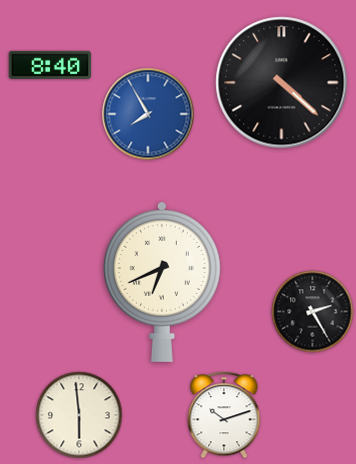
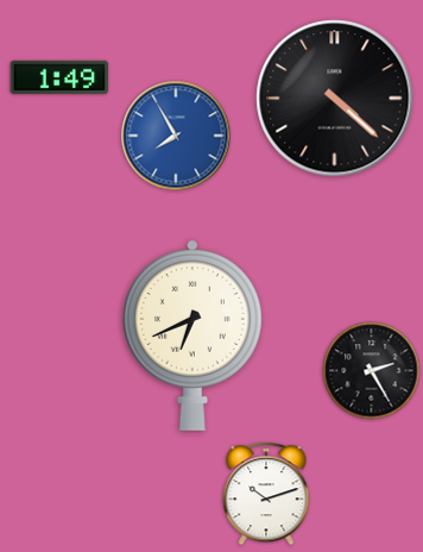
clock at (50, 65): 8:40 -> 1:49
clock at (79, 415): 5:59 -> none
